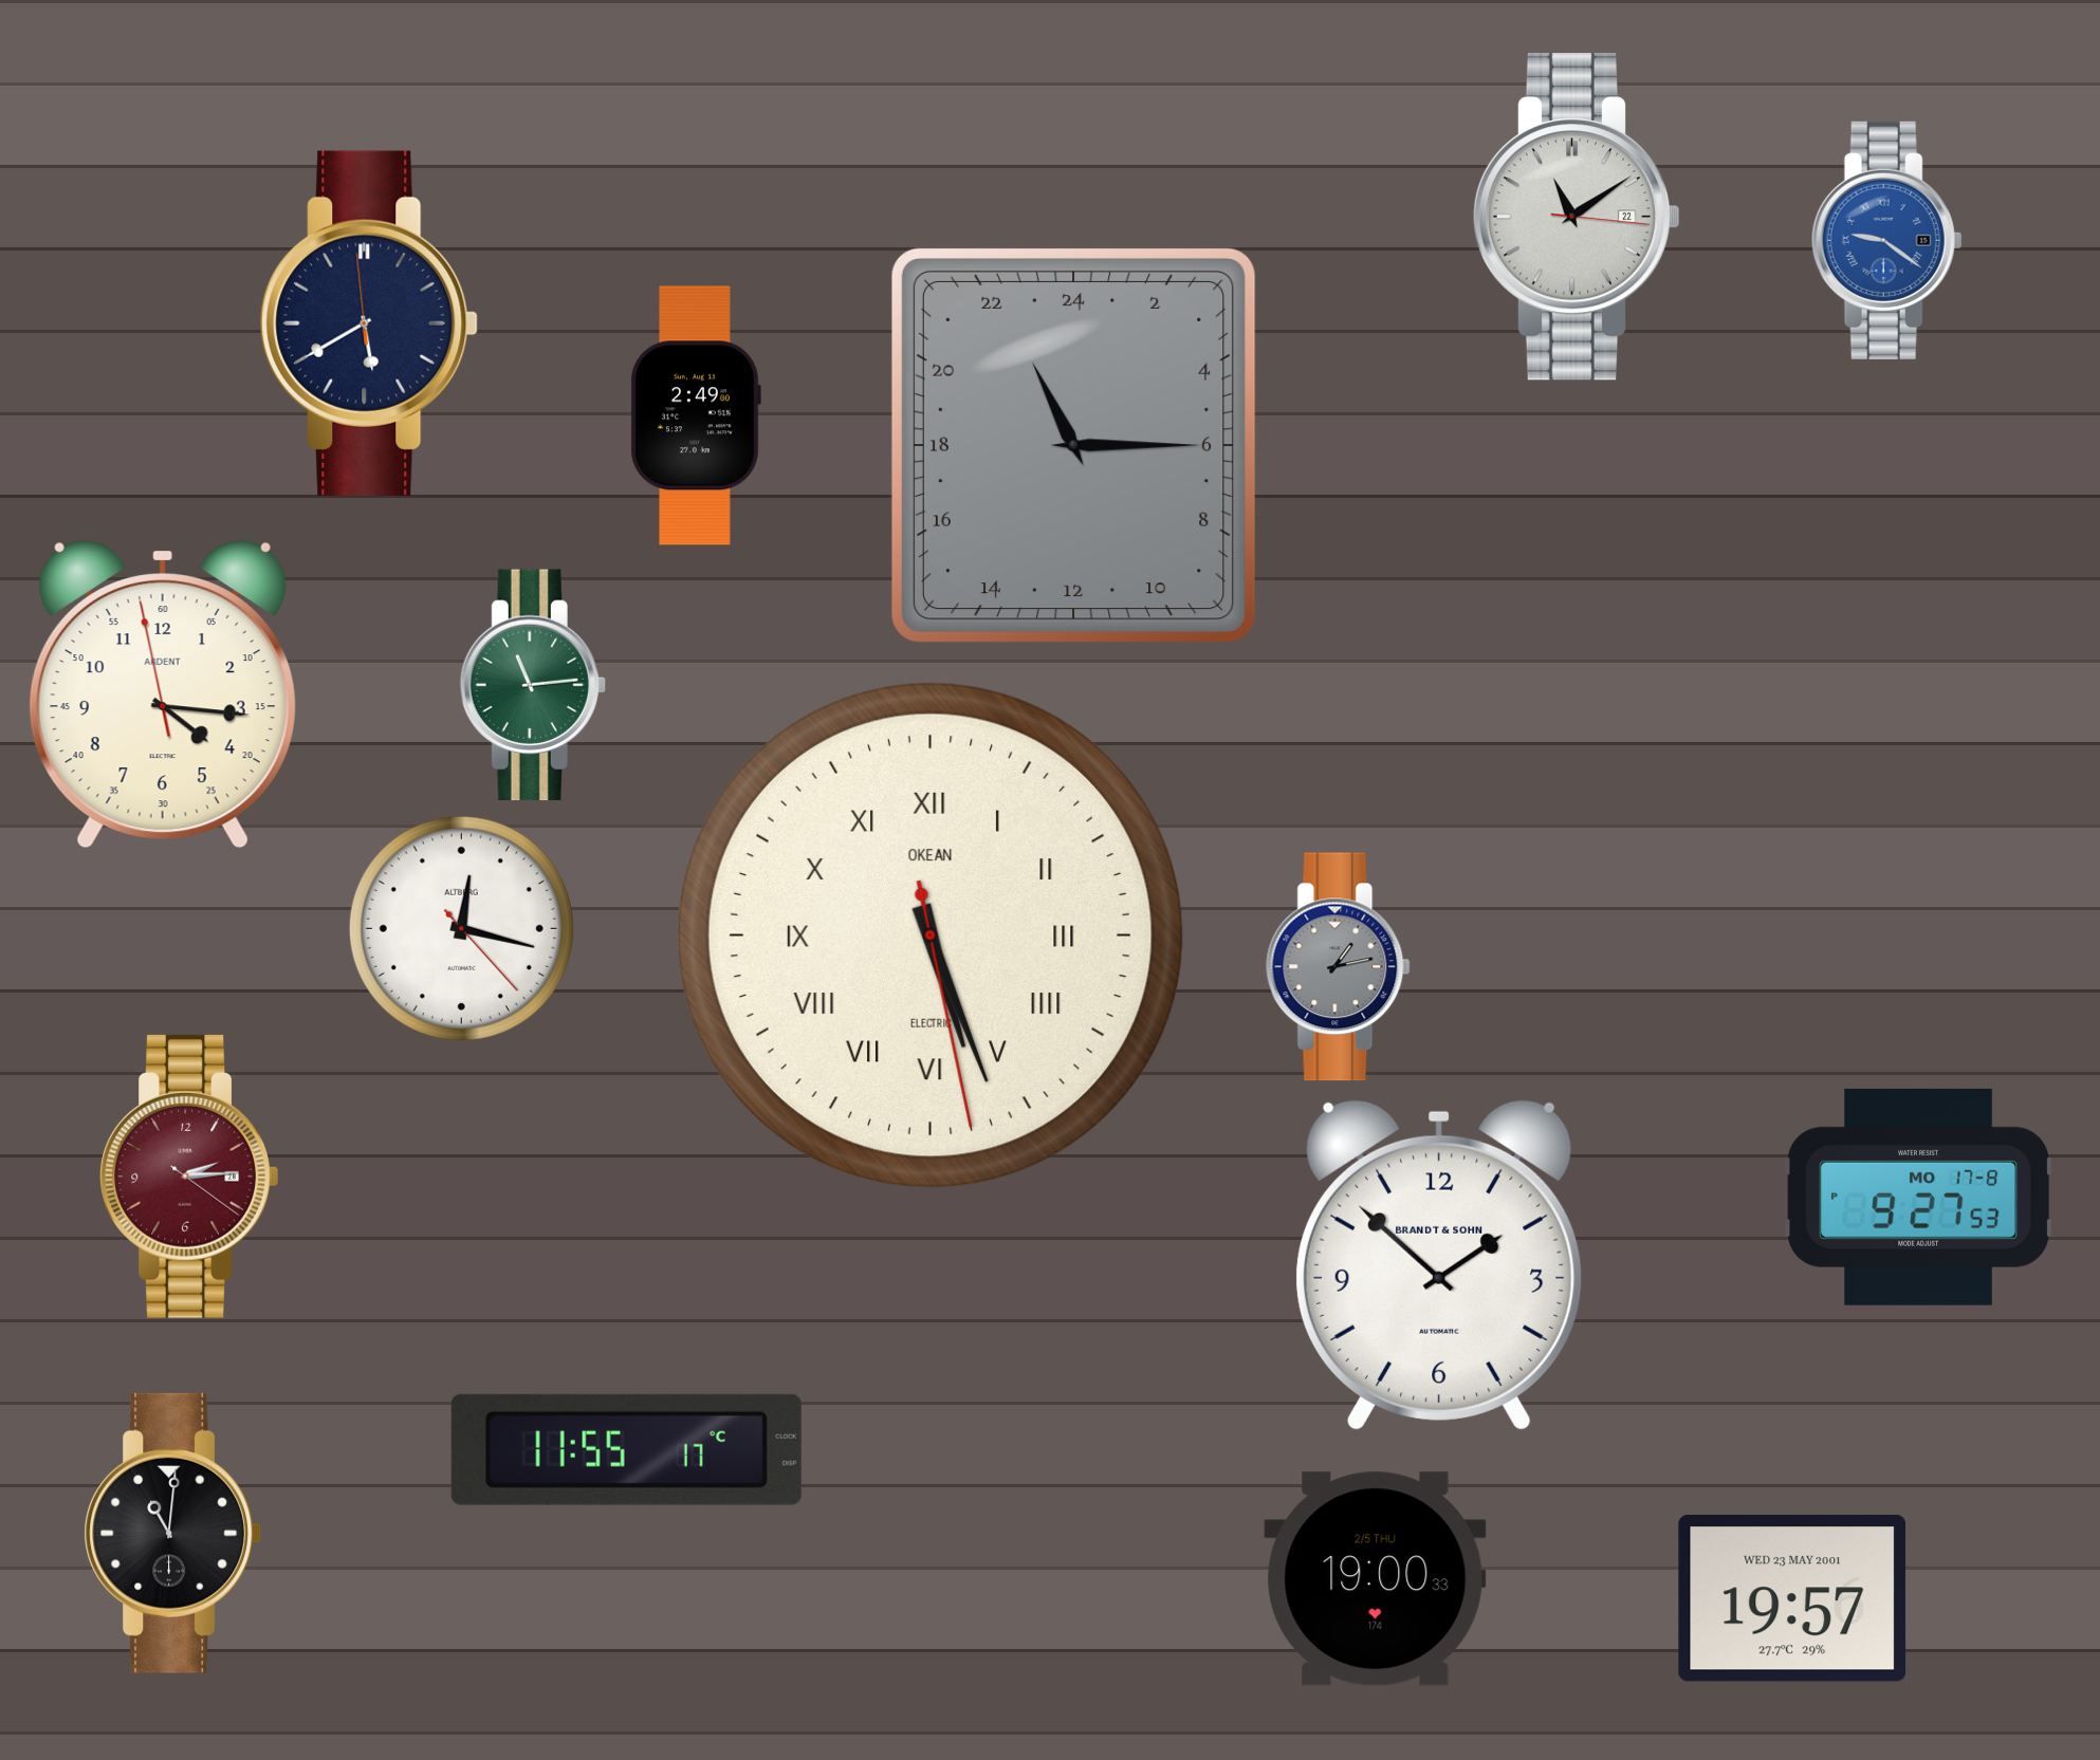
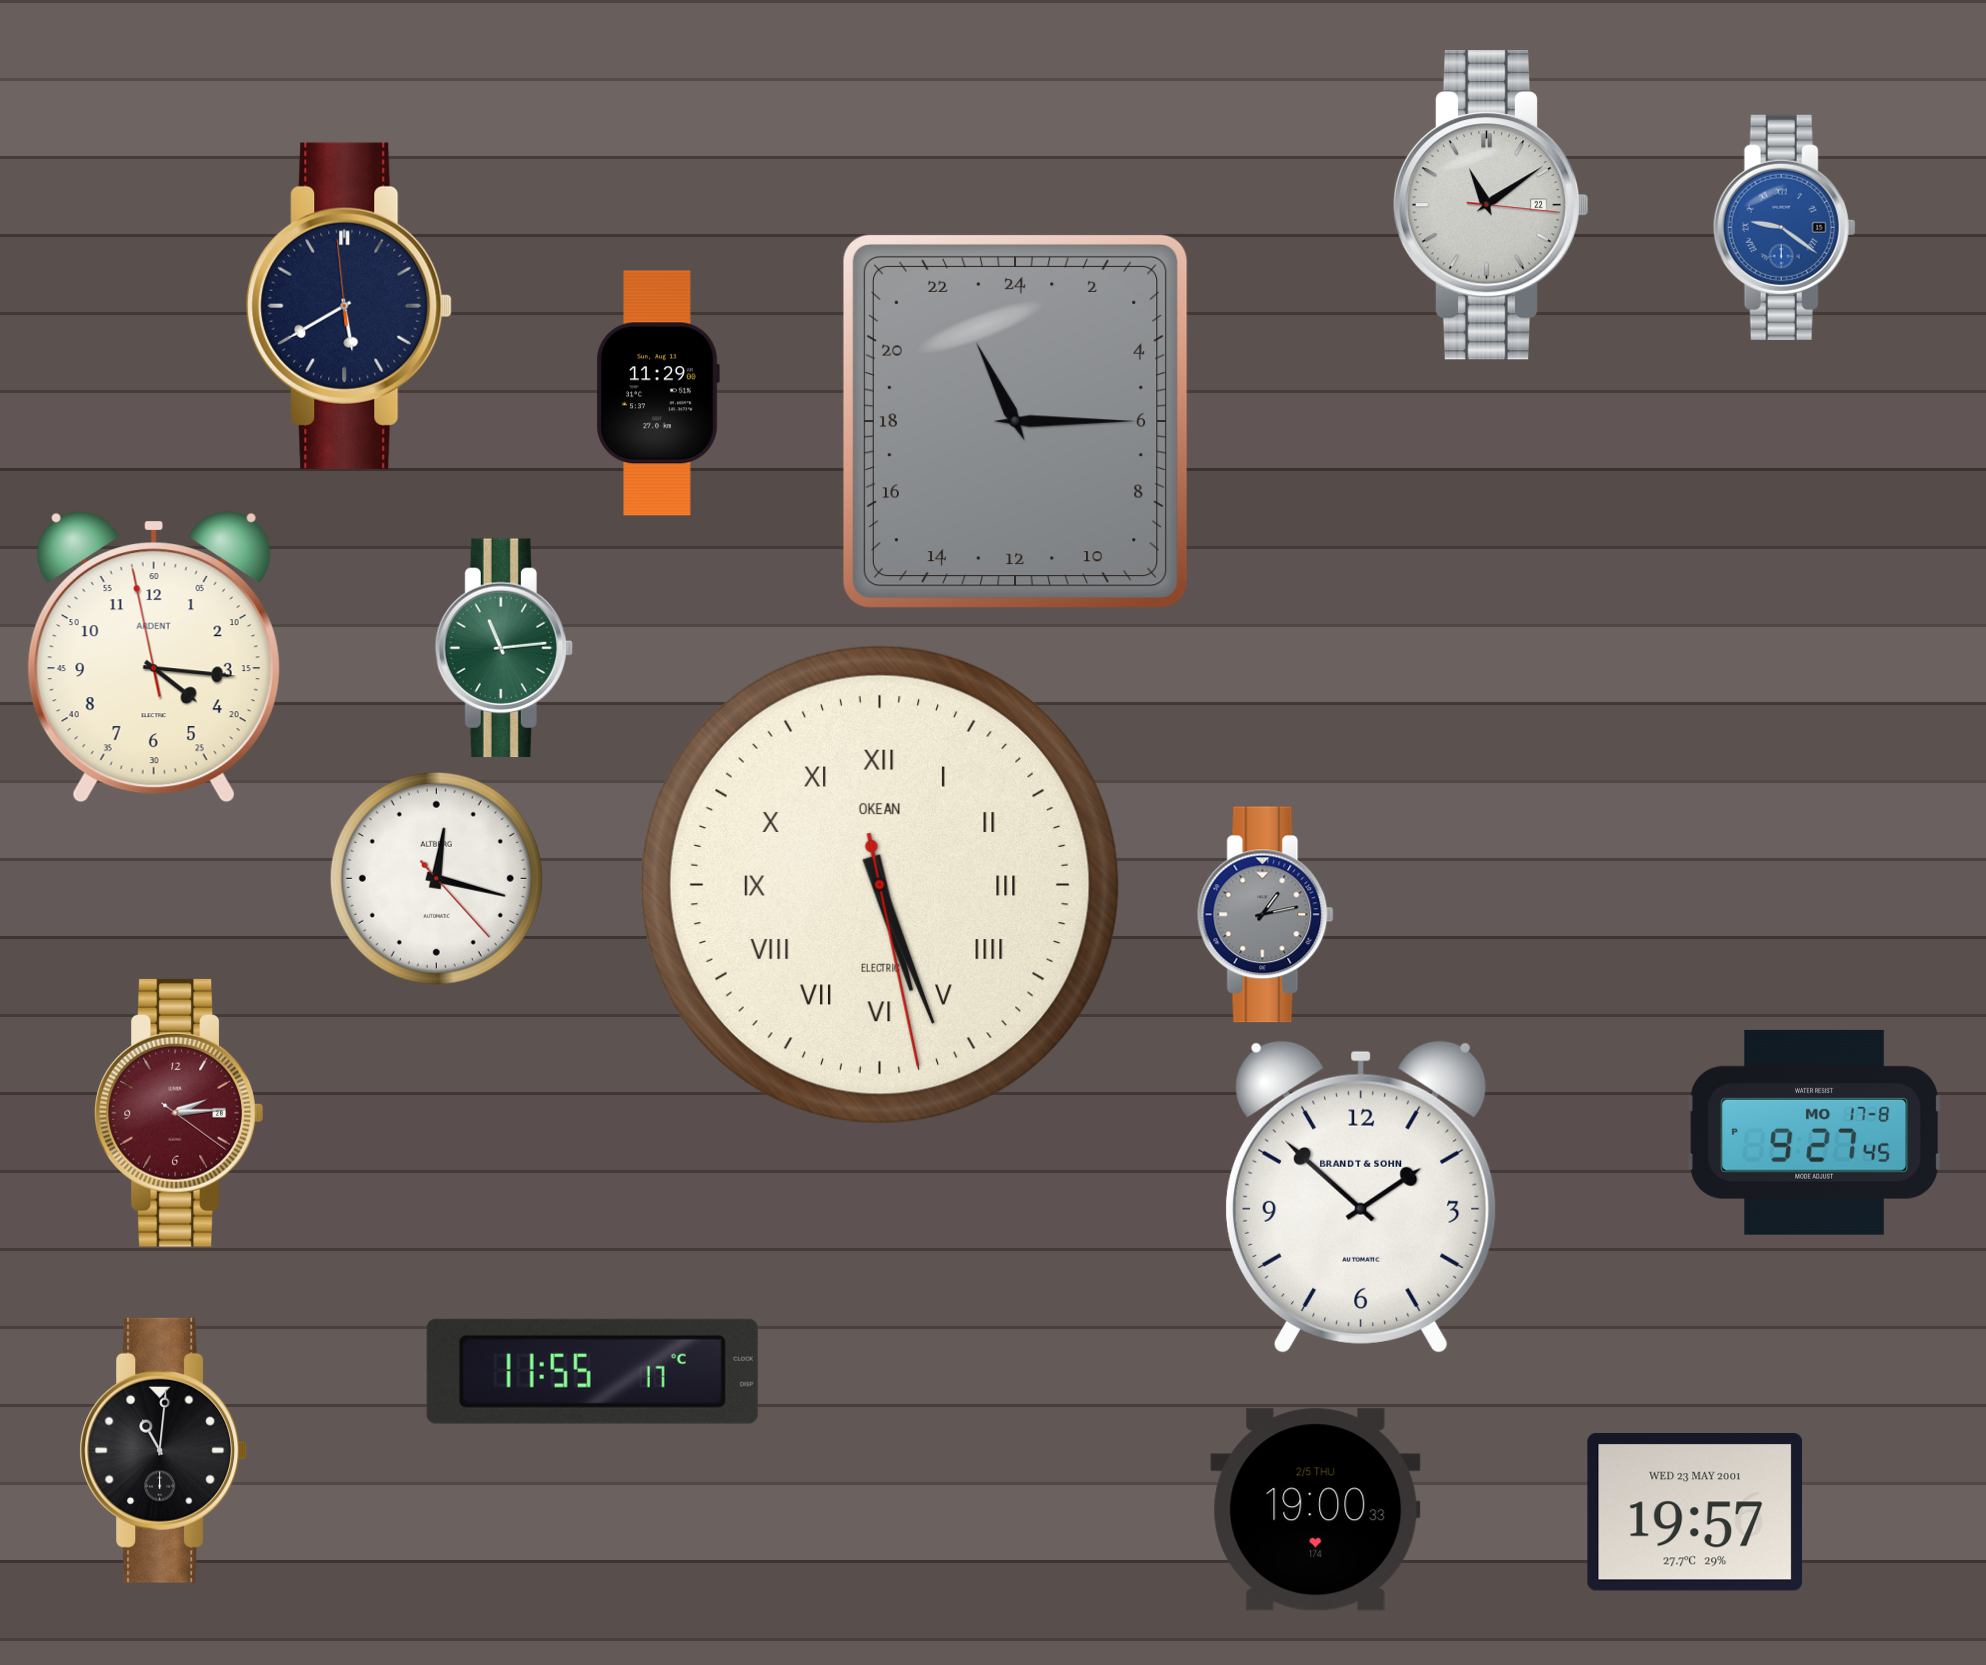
clock at (696, 415): 2:49 -> 11:29
clock at (1919, 1197): 9:27:53 PM -> 9:27:45 PM
clock at (1376, 1579) position: (1376, 1579) -> (1316, 1510)
